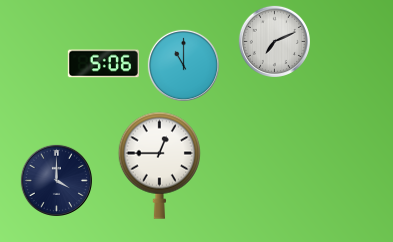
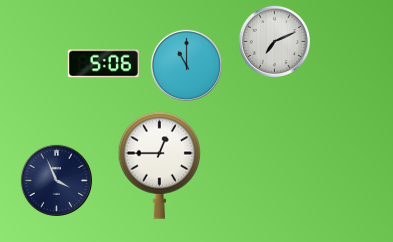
clock at (183, 65) position: (183, 65) -> (186, 65)
clock at (56, 180): 4:00 -> 3:56
